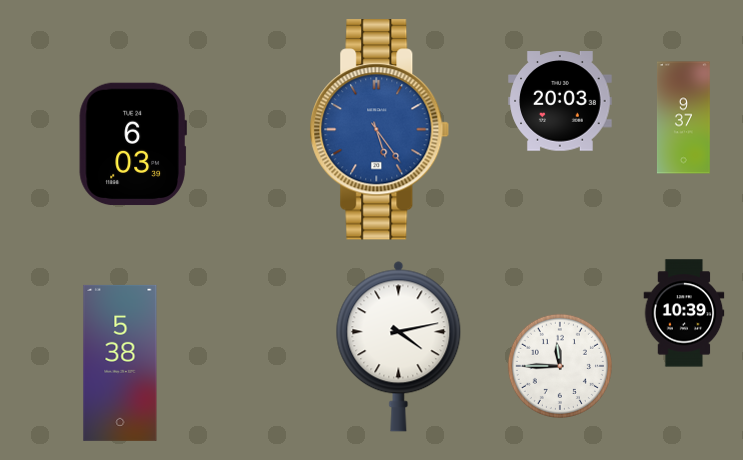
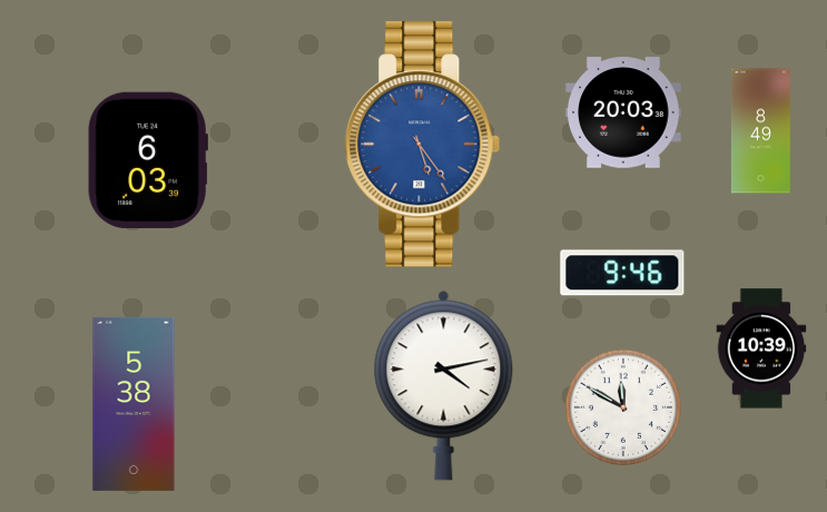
clock at (684, 118): 9:37 -> 8:49
clock at (622, 273): none -> 9:46
clock at (560, 366): 11:45 -> 11:50
